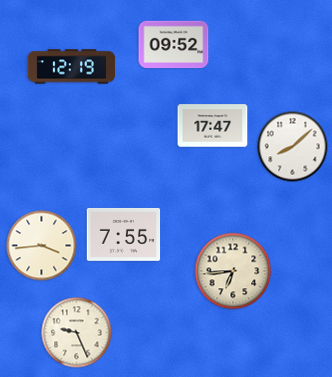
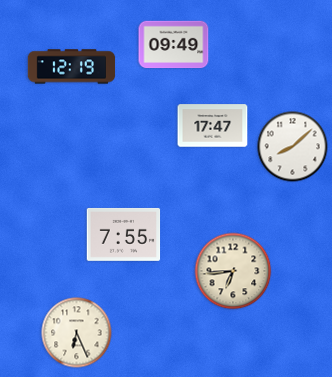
clock at (174, 45): 09:52 -> 09:49
clock at (42, 246): 3:44 -> none
clock at (77, 333): 9:26 -> 6:26
